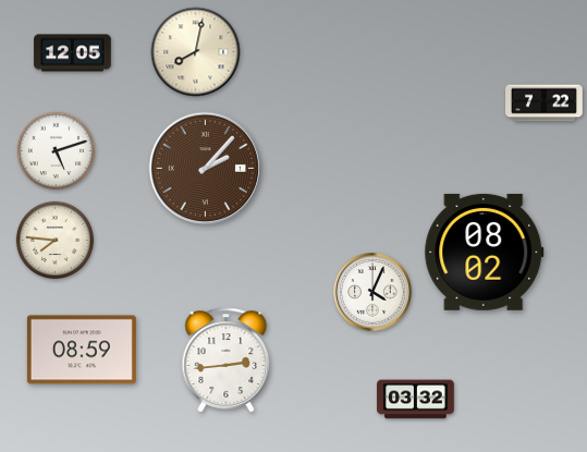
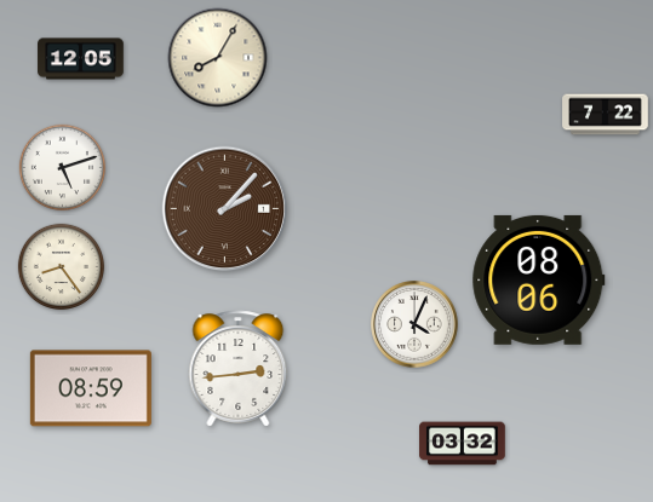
clock at (196, 52): 8:02 -> 8:05
clock at (206, 169) position: (206, 169) -> (225, 209)
clock at (56, 241): 7:46 -> 8:24
clock at (485, 252): 08:02 -> 08:06
clock at (227, 361) position: (227, 361) -> (239, 369)
